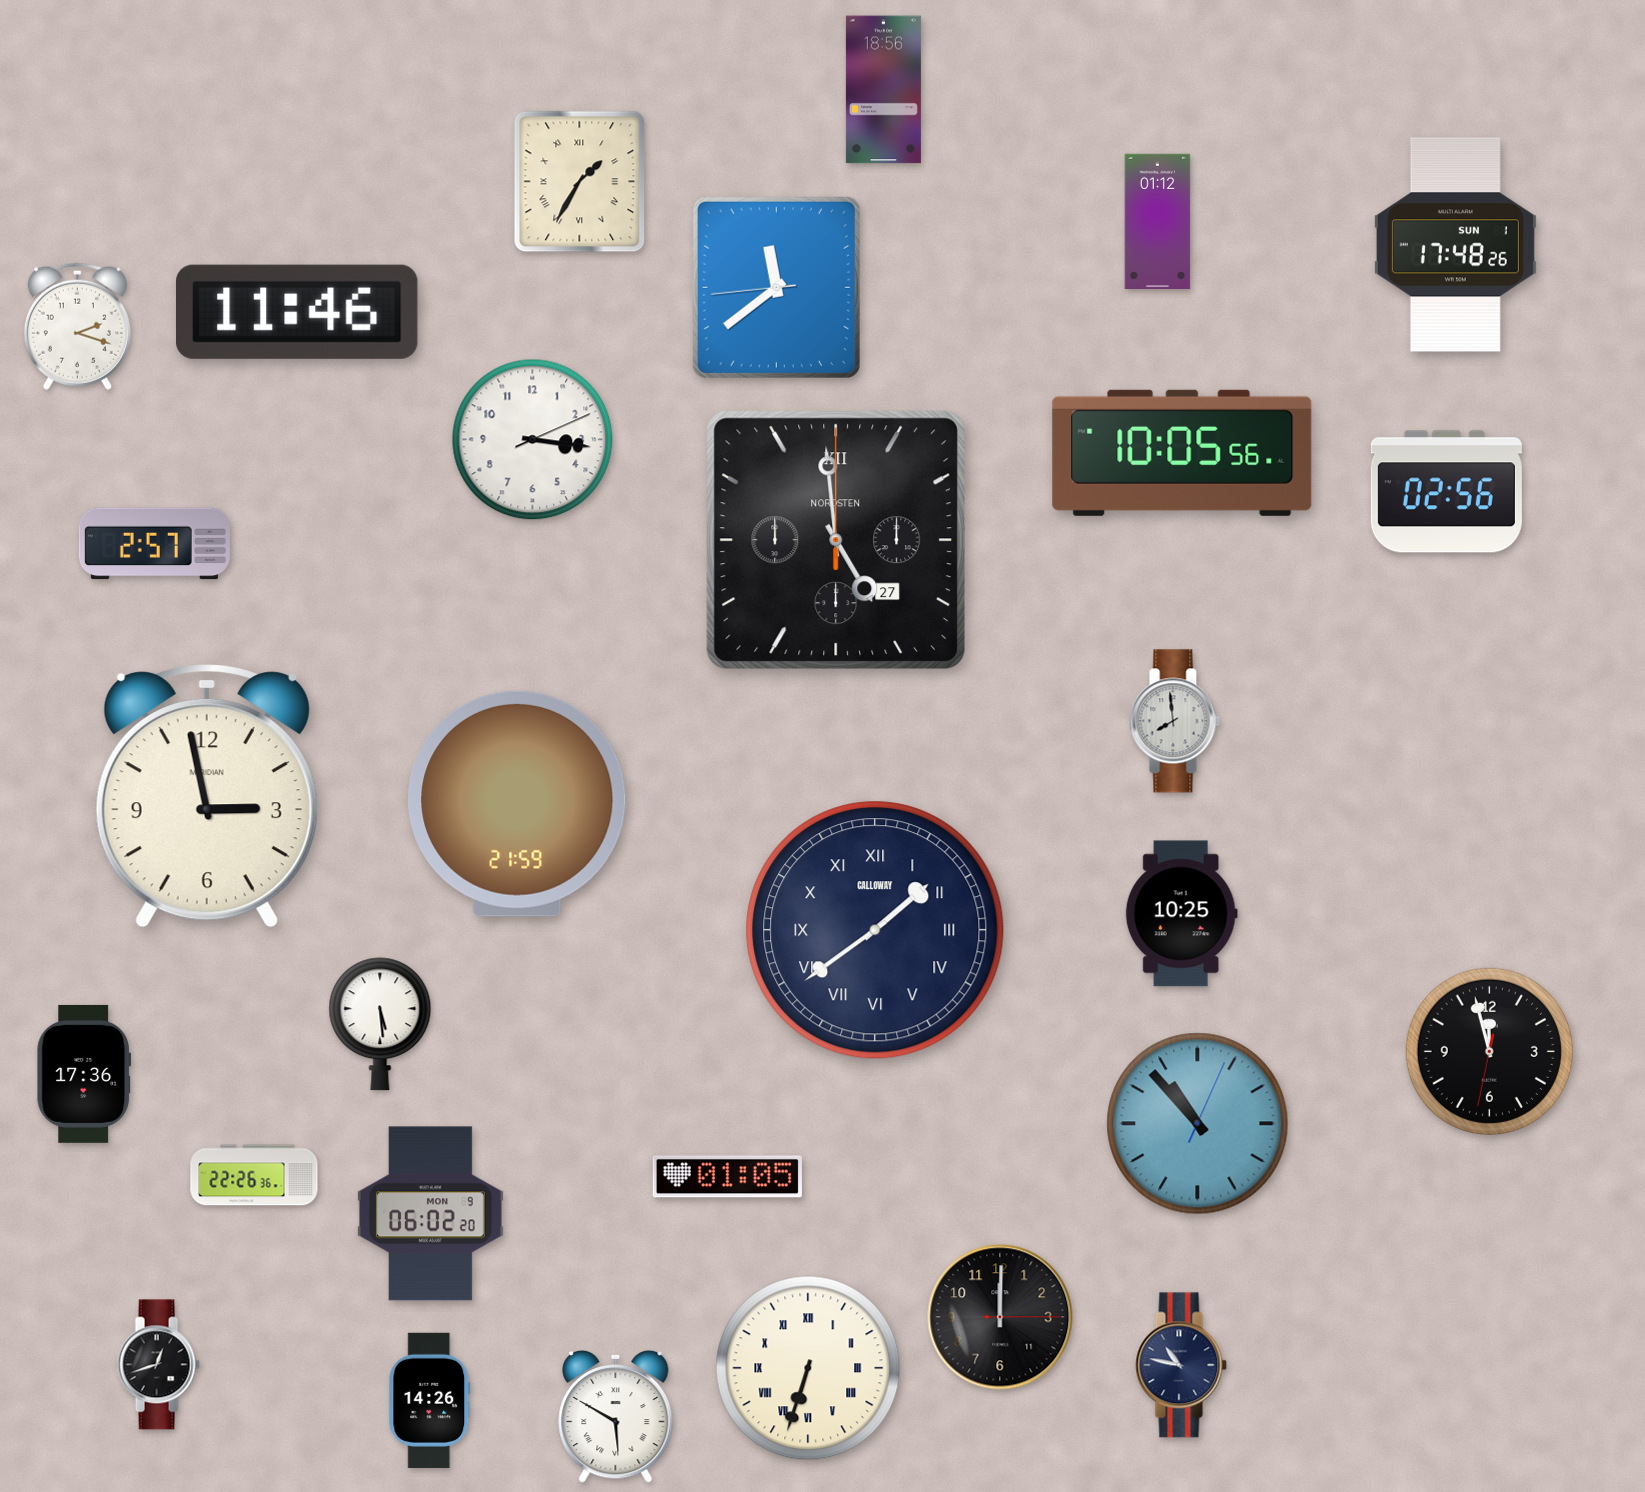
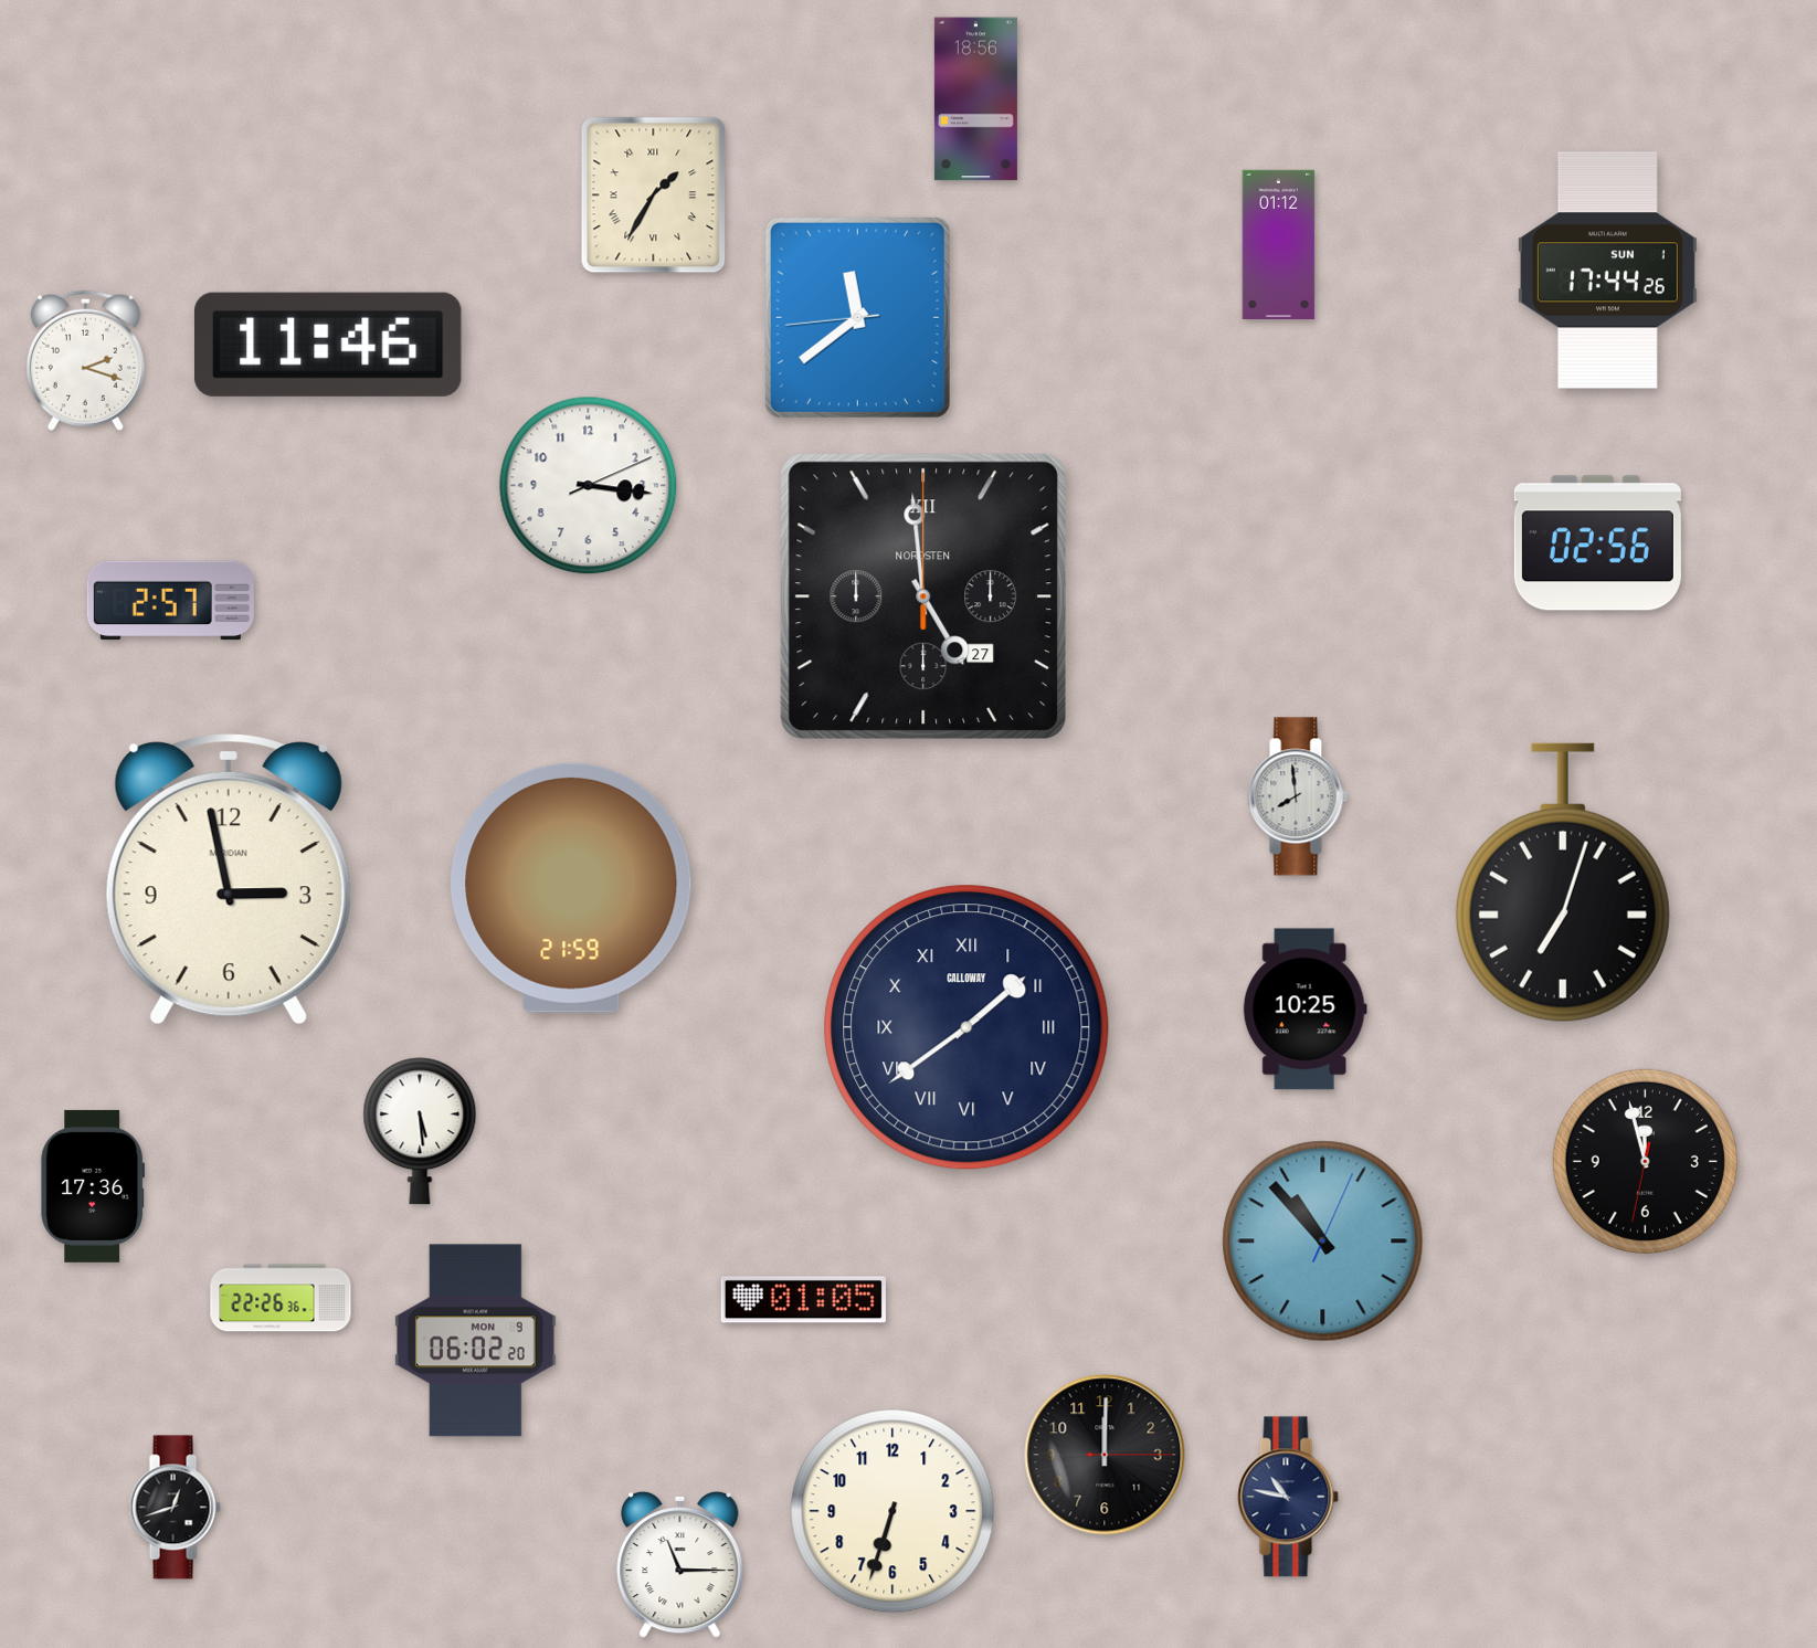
clock at (580, 182) position: (580, 182) -> (654, 196)
clock at (1455, 245): 17:48 -> 17:44
clock at (1182, 453): 10:05 -> none
clock at (1563, 883): none -> 7:03
clock at (1181, 1365) position: (1181, 1365) -> (1288, 1497)
clock at (808, 1368) numerals: Roman -> Arabic
clock at (430, 1400): 14:26 -> none
clock at (616, 1416): 5:50 -> 11:15
